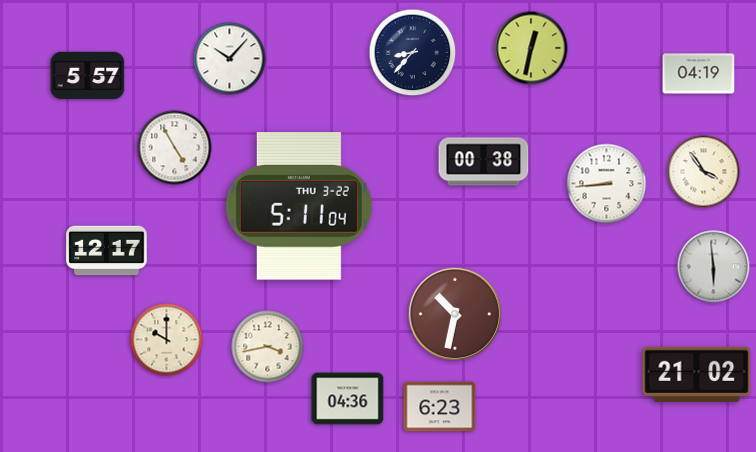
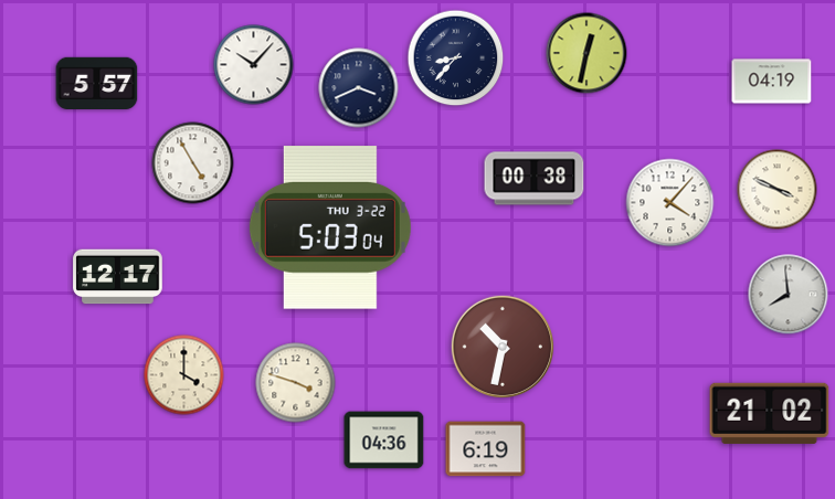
clock at (359, 88): none -> 3:41
clock at (704, 172): 3:54 -> 3:49
clock at (607, 184): 8:44 -> 4:07
clock at (299, 207): 5:11 -> 5:03
clock at (714, 267): 5:59 -> 7:59
clock at (167, 340): 10:00 -> 4:00
clock at (268, 347): 3:43 -> 3:48
clock at (440, 407): 6:23 -> 6:19
